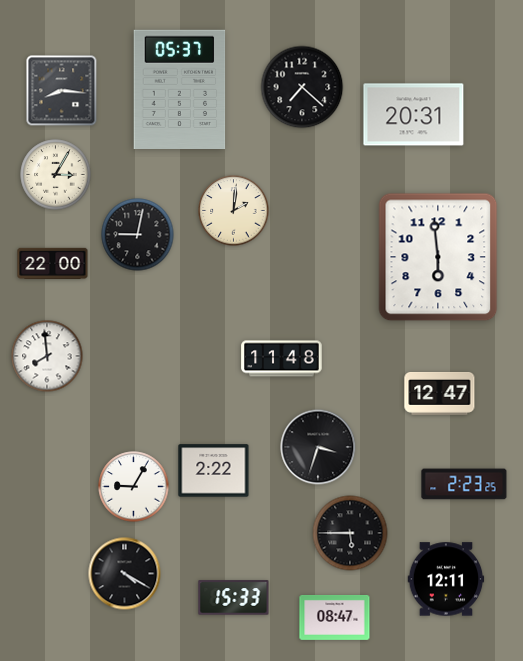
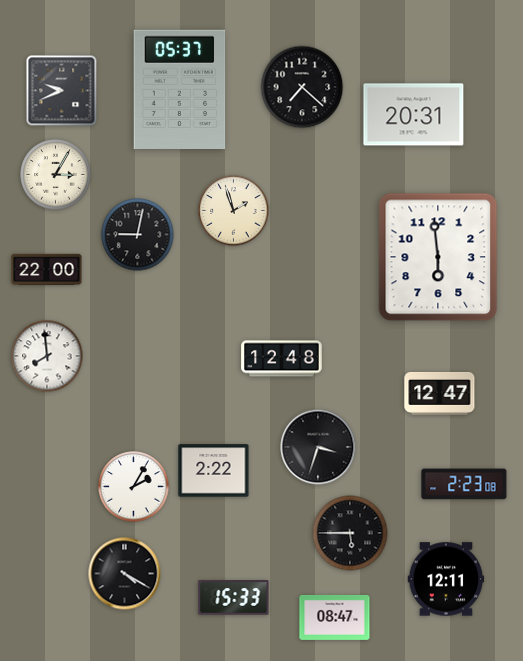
clock at (62, 91): 8:16 -> 9:41
clock at (234, 211): 2:01 -> 1:57
clock at (53, 264) position: (53, 264) -> (47, 270)
clock at (282, 359): 11:48 -> 12:48
clock at (464, 484): 2:23:25 -> 2:23:08
clock at (134, 487): 9:05 -> 2:05
